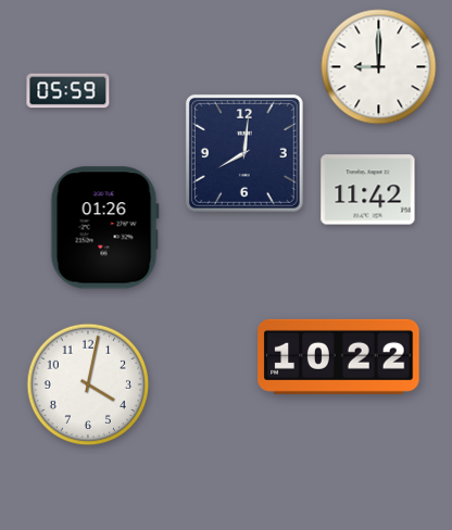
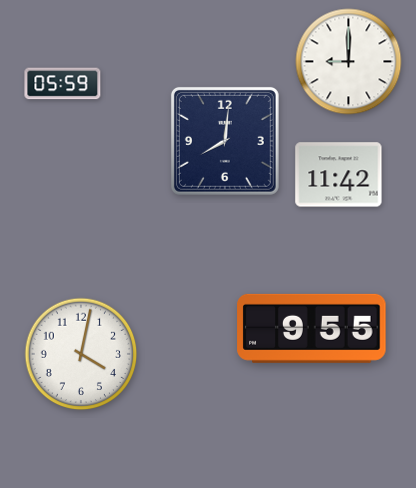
clock at (104, 228): 01:26 -> none
clock at (339, 356): 10:22 -> 9:55
